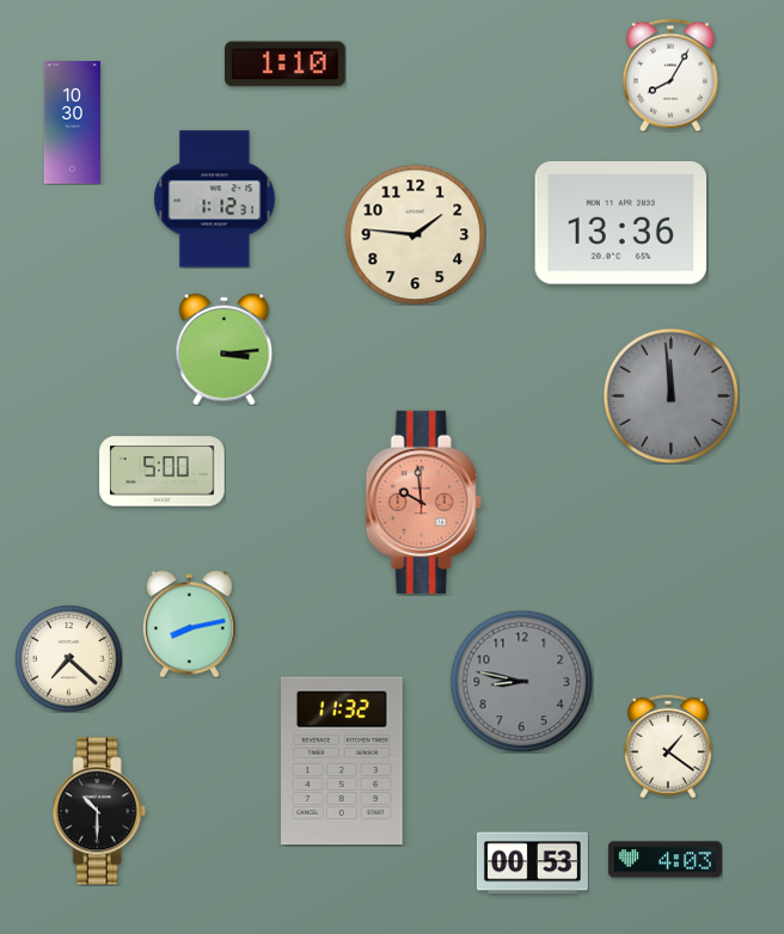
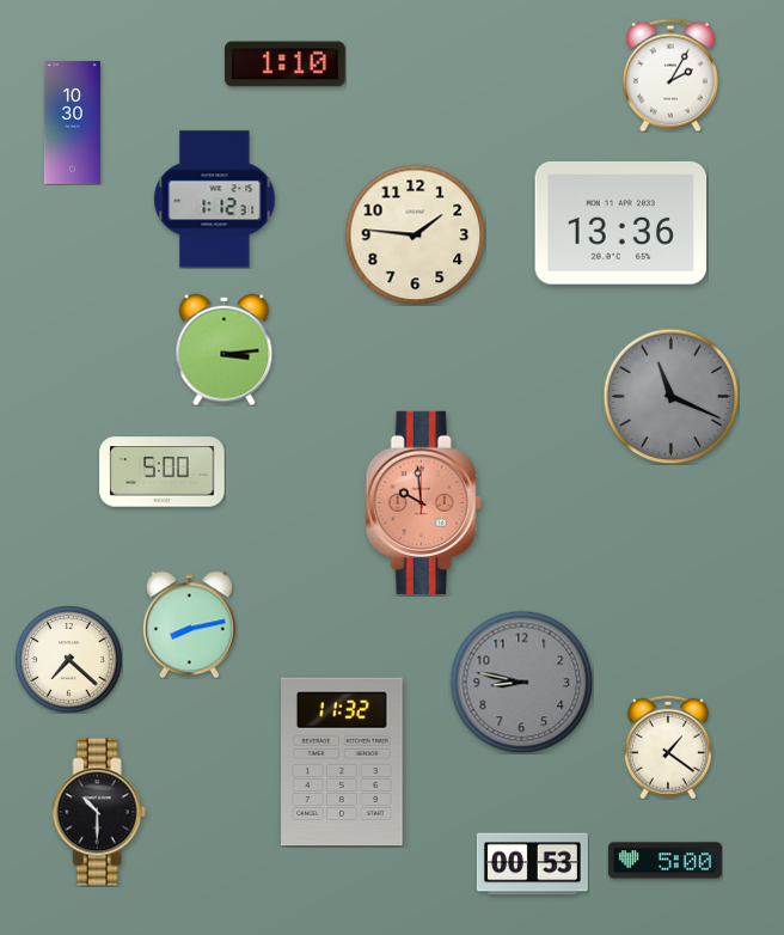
clock at (672, 75): 8:05 -> 2:05
clock at (670, 395): 11:59 -> 11:19
clock at (664, 860): 4:03 -> 5:00
